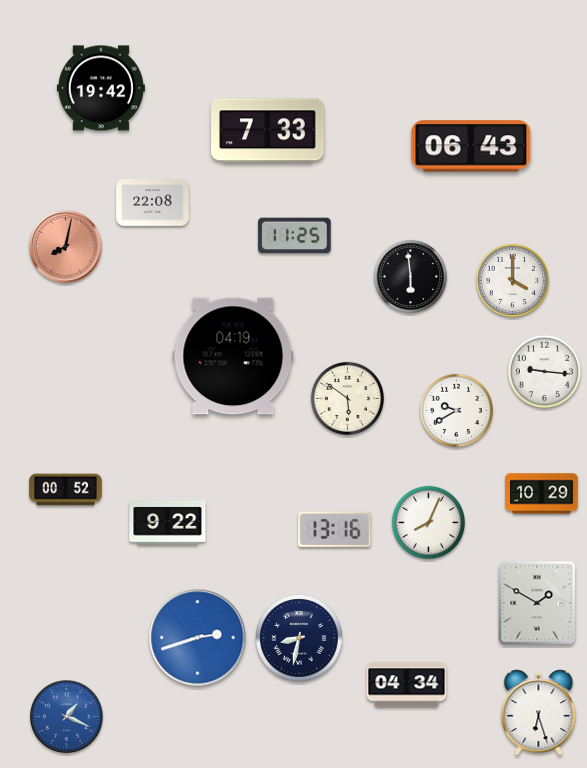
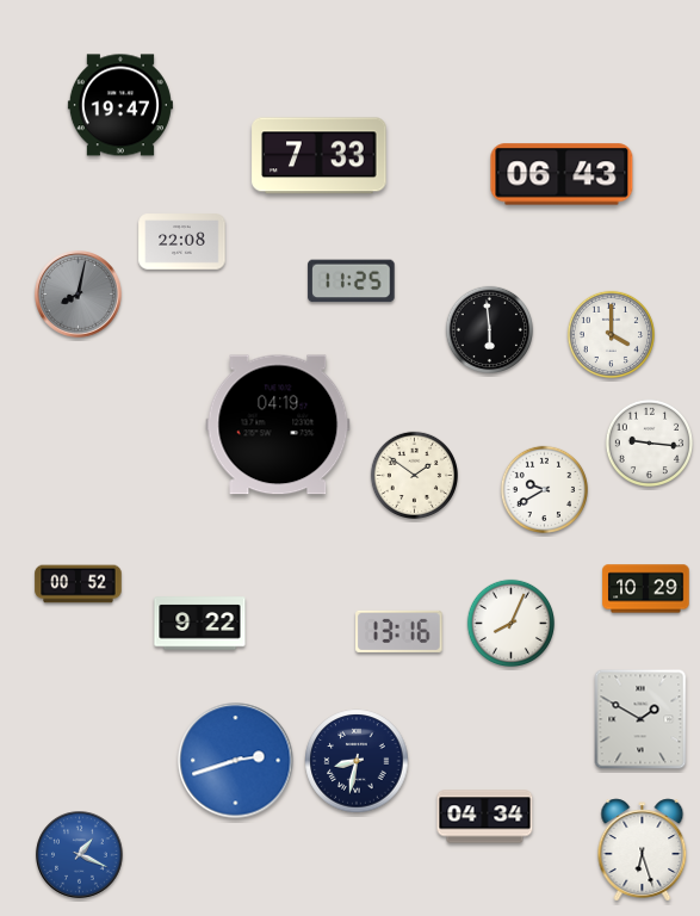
clock at (101, 88): 19:42 -> 19:47
clock at (66, 247) dial: salmon -> grey
clock at (347, 398): 5:51 -> 1:51
